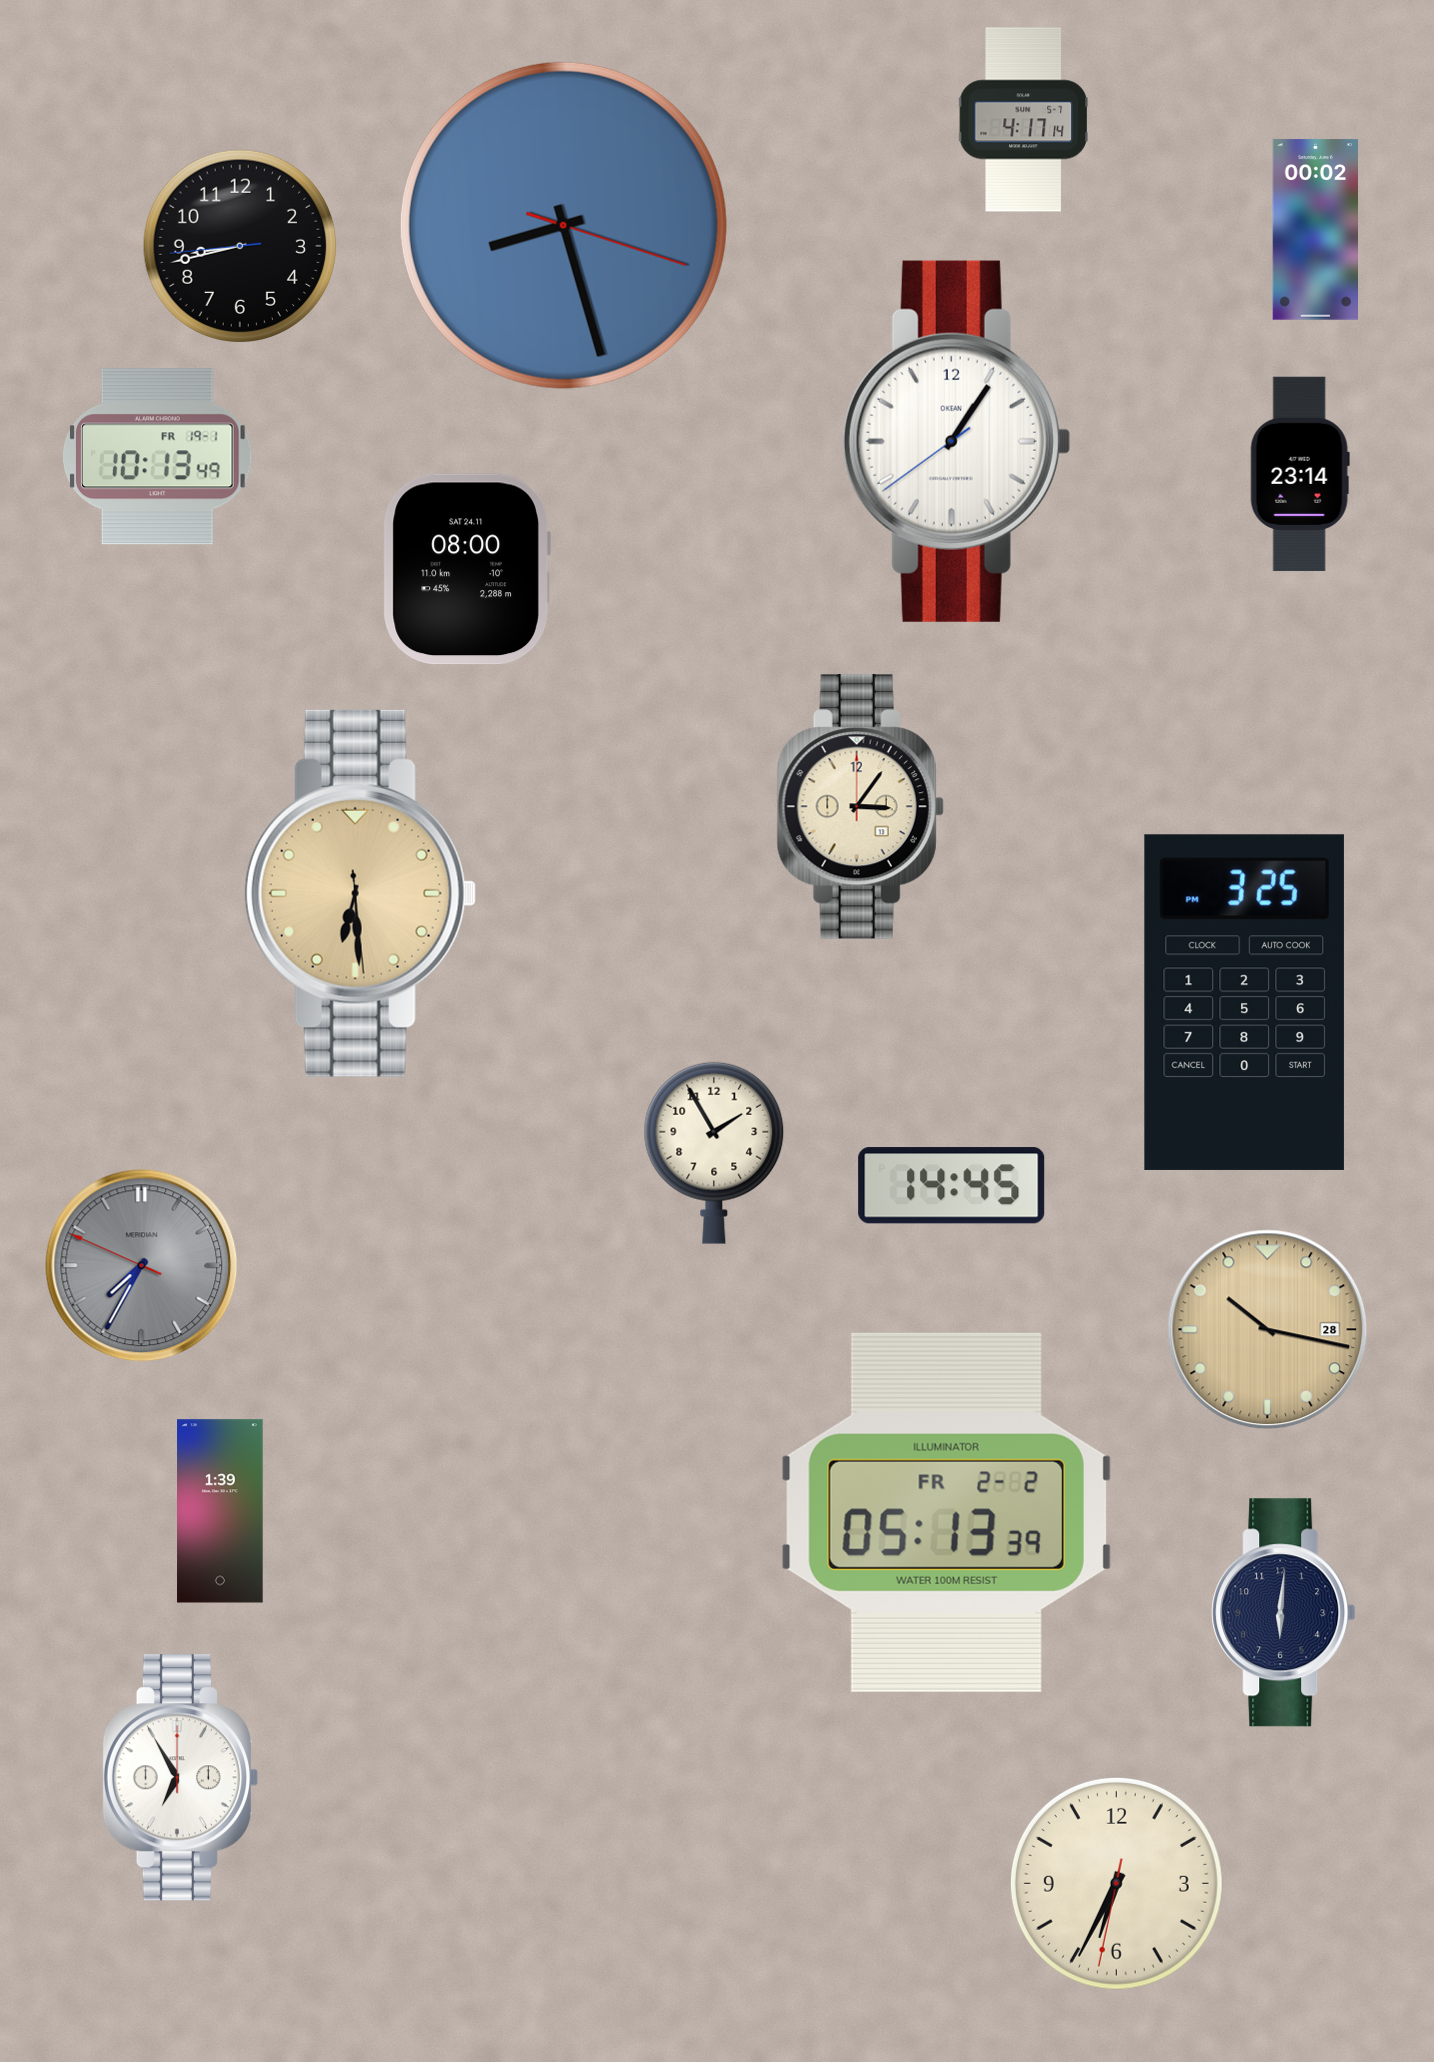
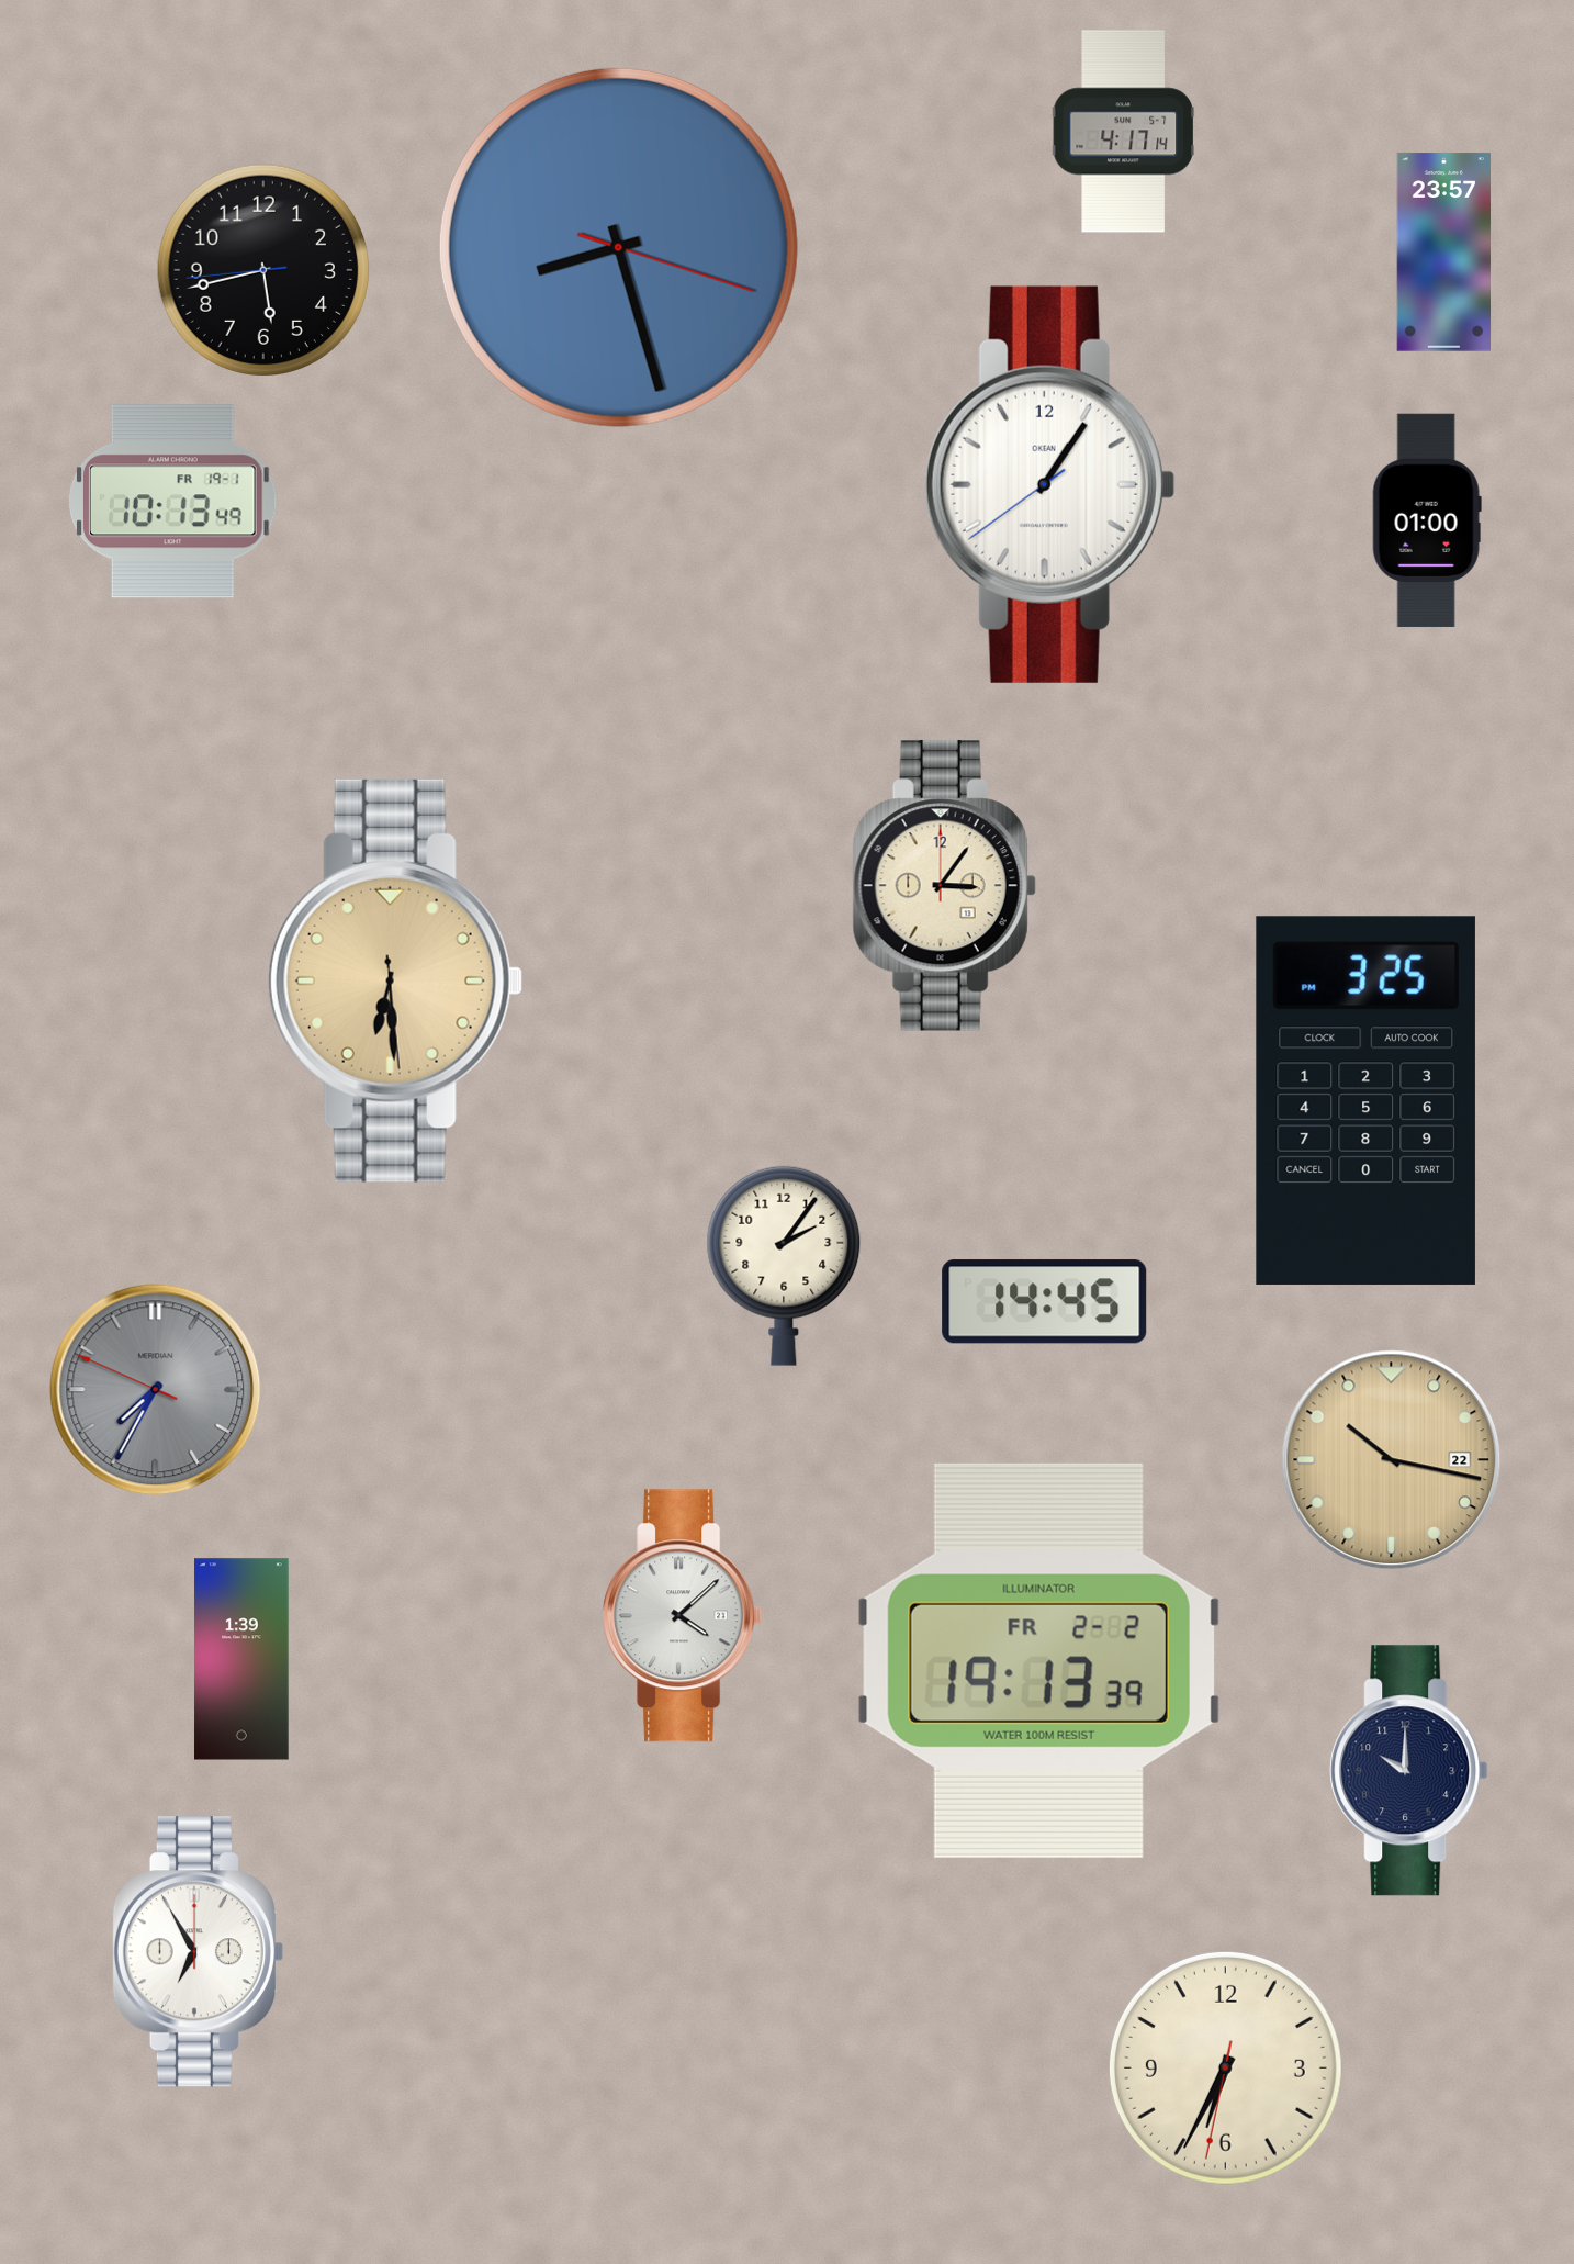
clock at (1316, 230): 00:02 -> 23:57
clock at (239, 245): 8:42 -> 5:42
clock at (1300, 474): 23:14 -> 01:00
clock at (467, 569): 08:00 -> none
clock at (714, 1153): 1:55 -> 2:06
clock at (1268, 1330) date: 28 -> 22
clock at (683, 1616): none -> 4:08
clock at (946, 1512): 05:13 -> 19:13
clock at (1284, 1613): 6:01 -> 10:00
